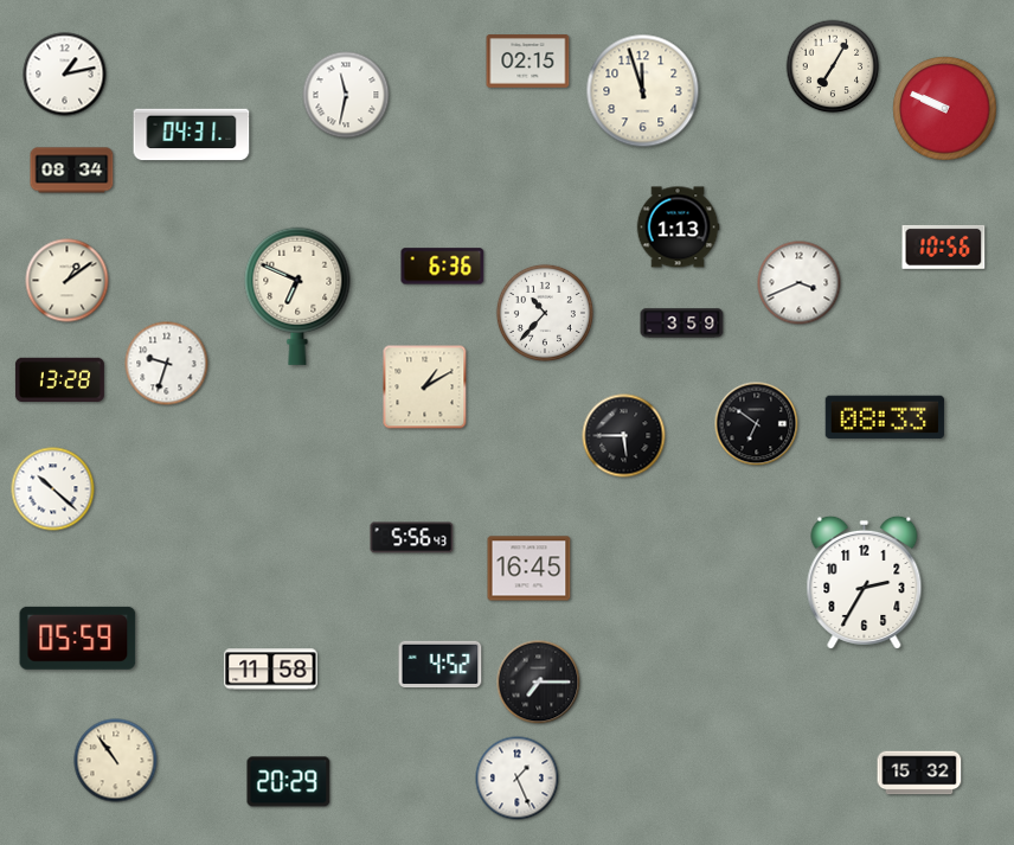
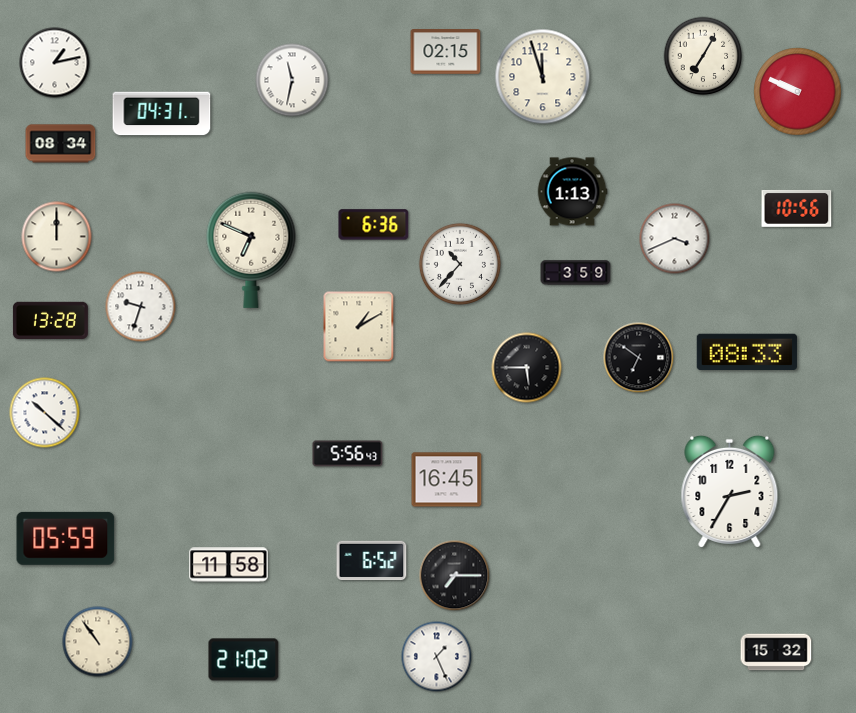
clock at (68, 281): 1:09 -> 12:00
clock at (441, 665): 4:52 -> 6:52
clock at (289, 782): 20:29 -> 21:02
